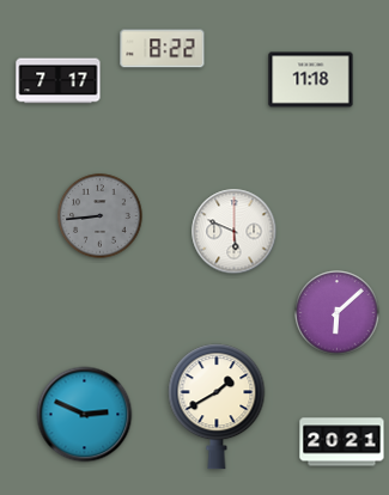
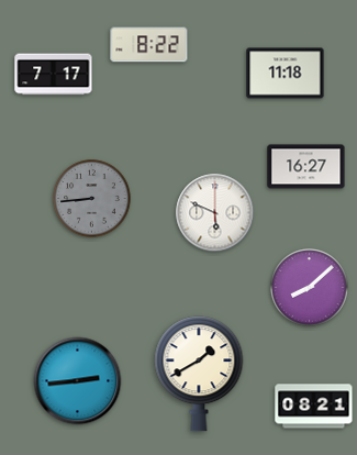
clock at (306, 167): none -> 16:27
clock at (338, 313): 6:08 -> 8:08
clock at (85, 415): 2:49 -> 2:44
clock at (342, 442): 20:21 -> 08:21
